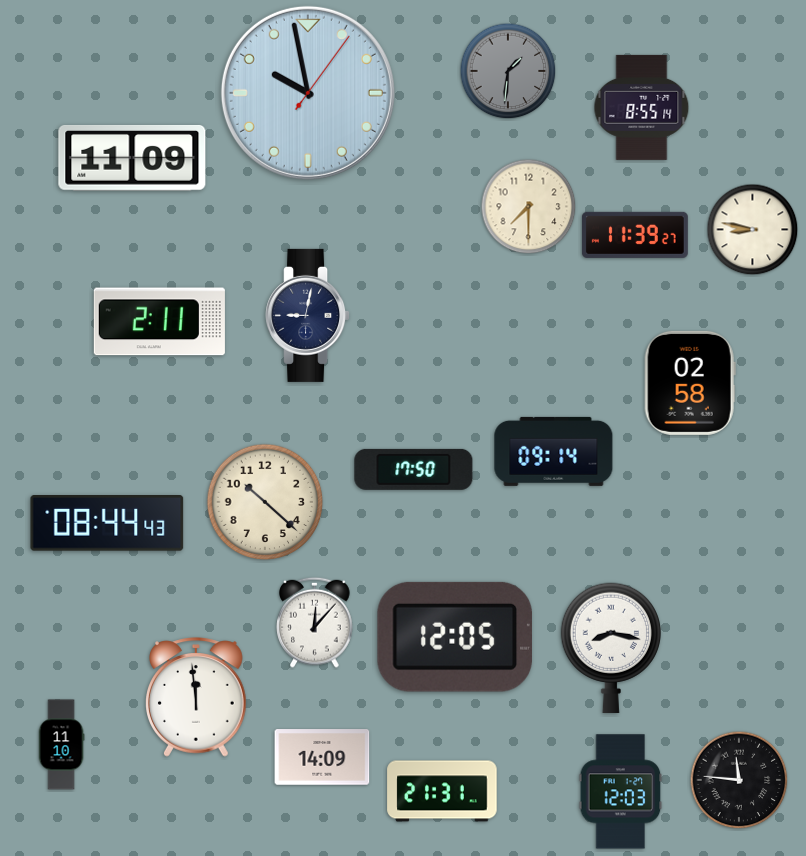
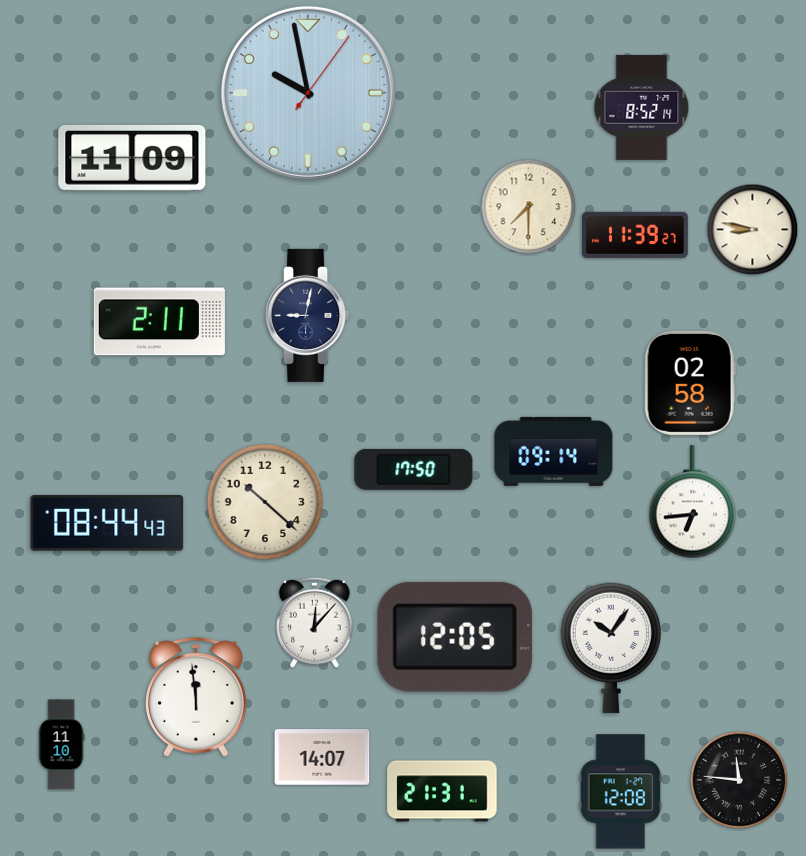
clock at (508, 71): 1:31 -> none
clock at (642, 107): 8:55 -> 8:52
clock at (693, 502): none -> 6:44
clock at (611, 648): 8:17 -> 10:06
clock at (322, 757): 14:09 -> 14:07
clock at (621, 792): 12:03 -> 12:08
